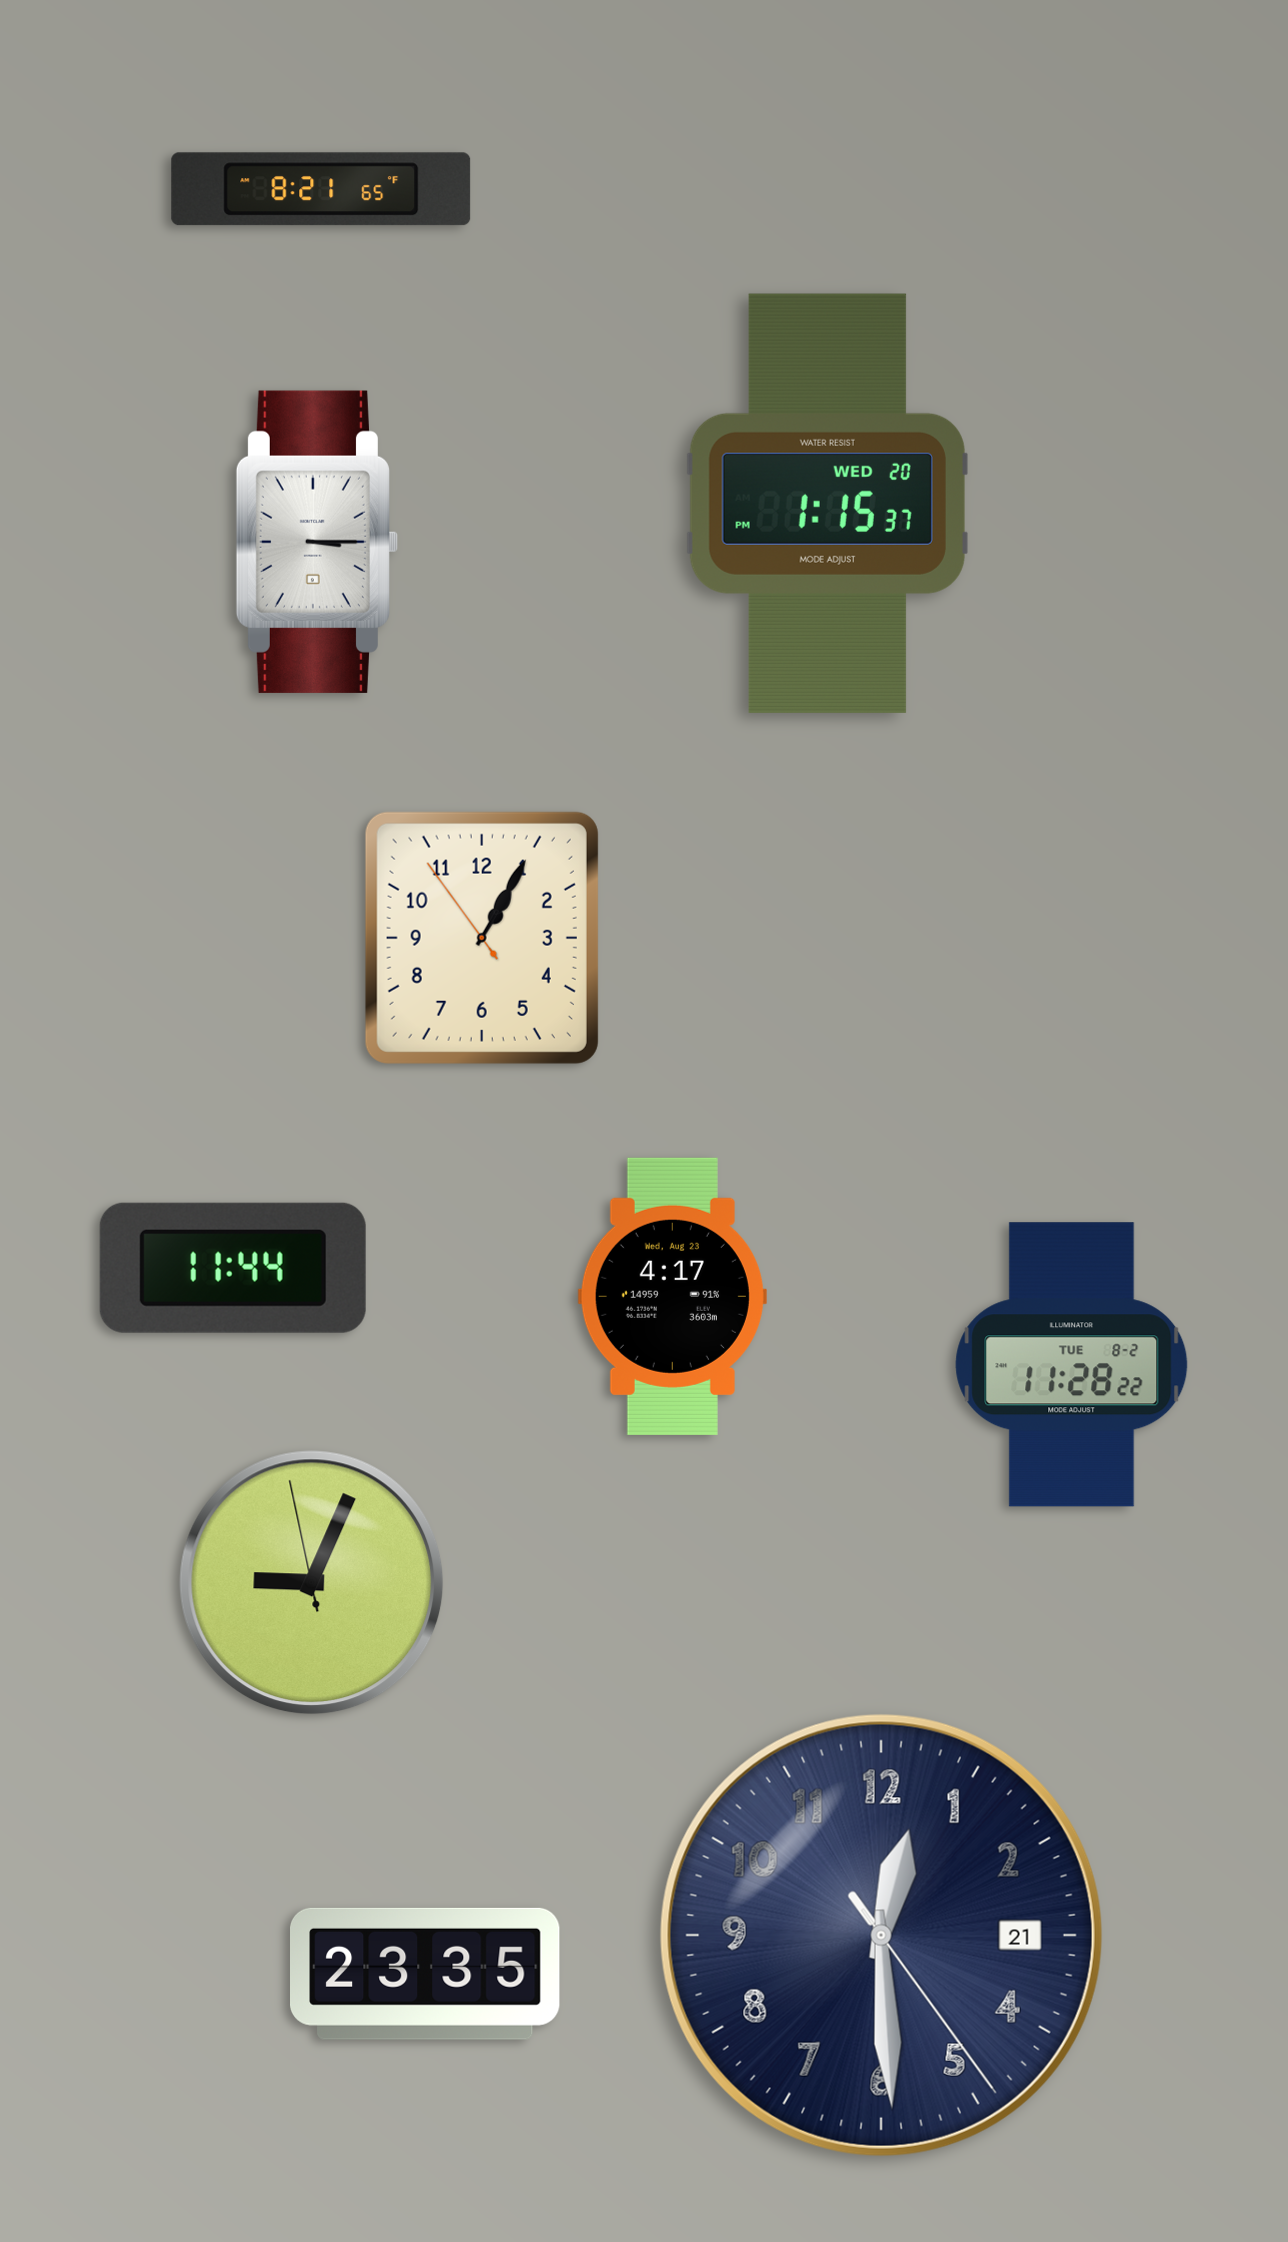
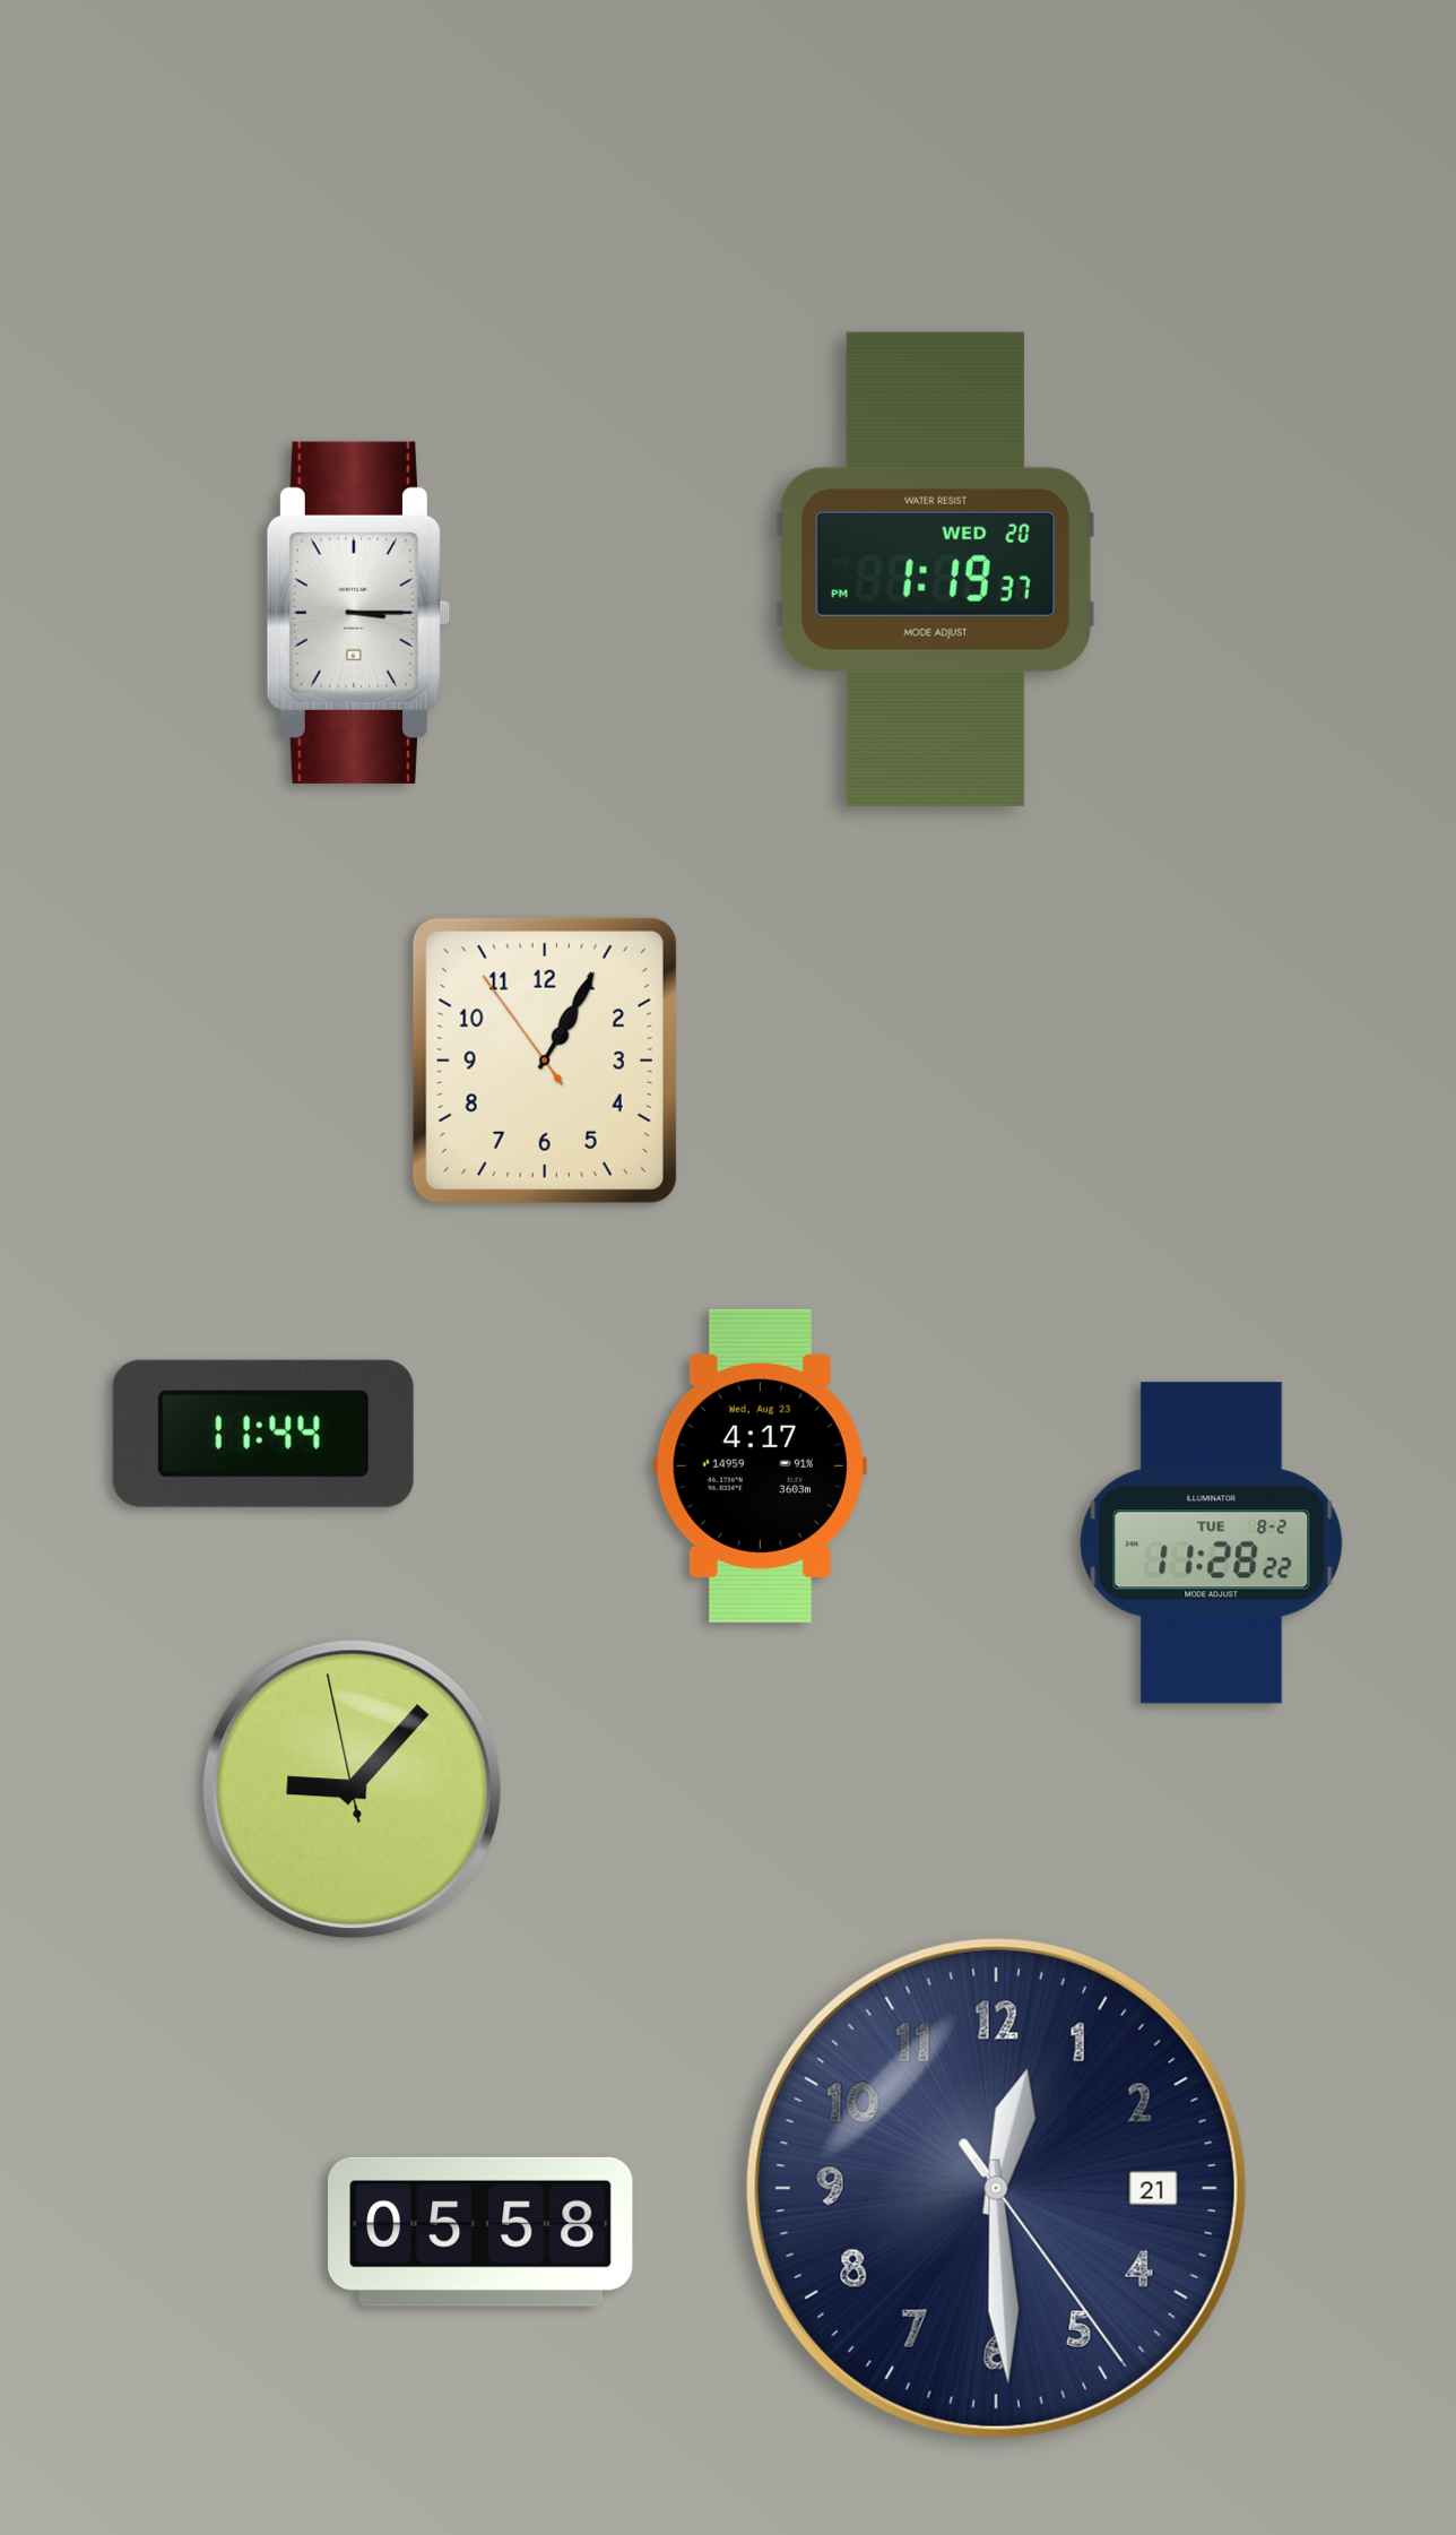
clock at (321, 189): 8:21 -> none
clock at (827, 503): 1:15 -> 1:19
clock at (312, 1583): 9:03 -> 9:06
clock at (426, 1974): 23:35 -> 05:58
